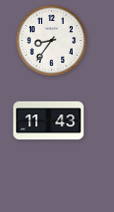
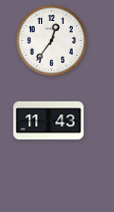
clock at (52, 41): 8:36 -> 12:36
